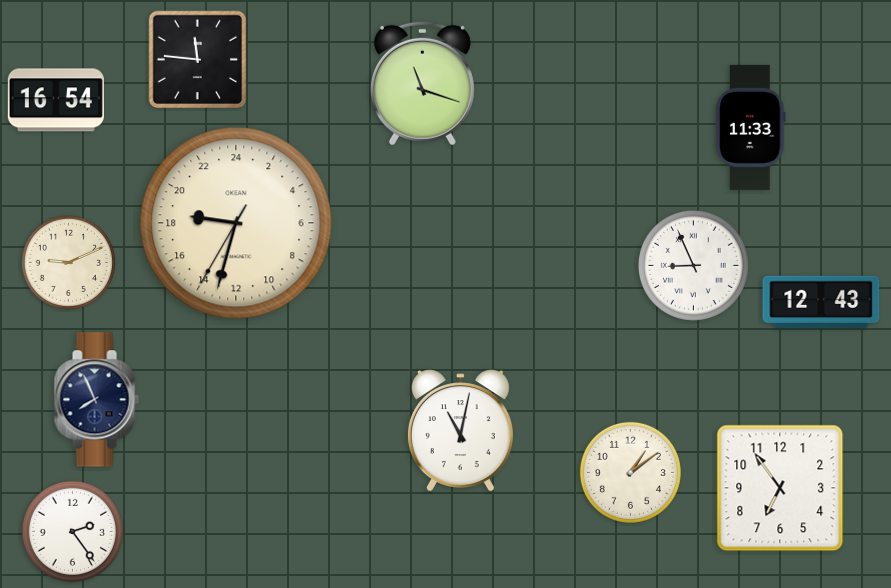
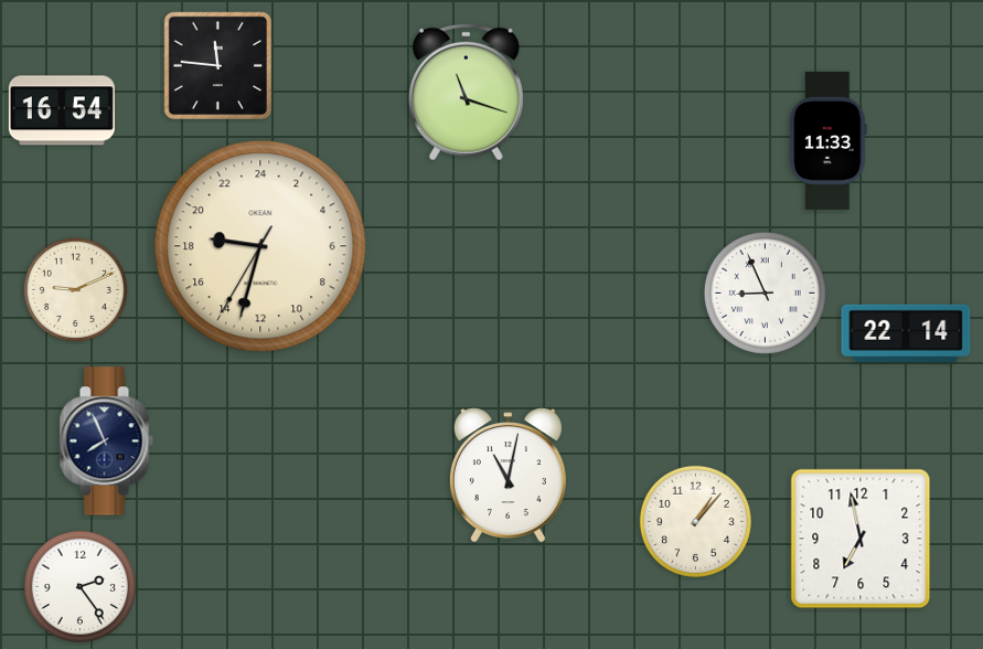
clock at (821, 302): 12:43 -> 22:14
clock at (630, 472): 1:09 -> 1:07
clock at (780, 488): 6:54 -> 6:58
